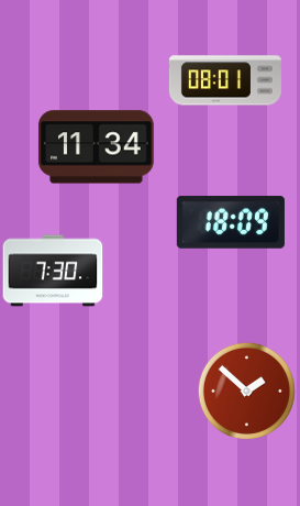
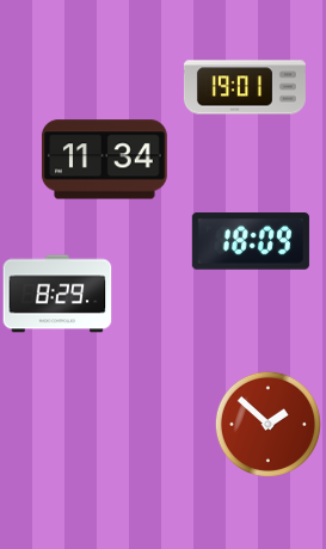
clock at (225, 80): 08:01 -> 19:01
clock at (53, 271): 7:30 -> 8:29
